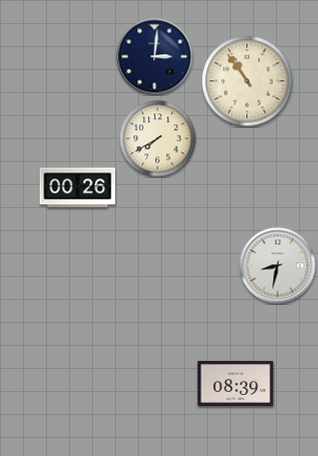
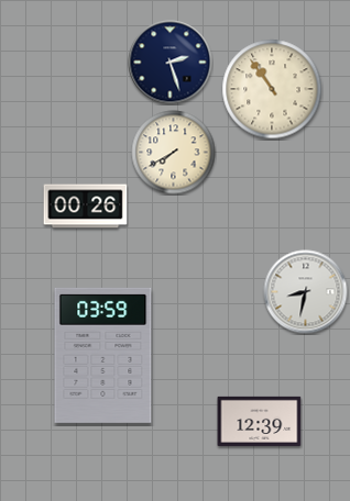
clock at (155, 57): 3:01 -> 2:27
clock at (103, 355): none -> 03:59
clock at (236, 383): 08:39 -> 12:39
